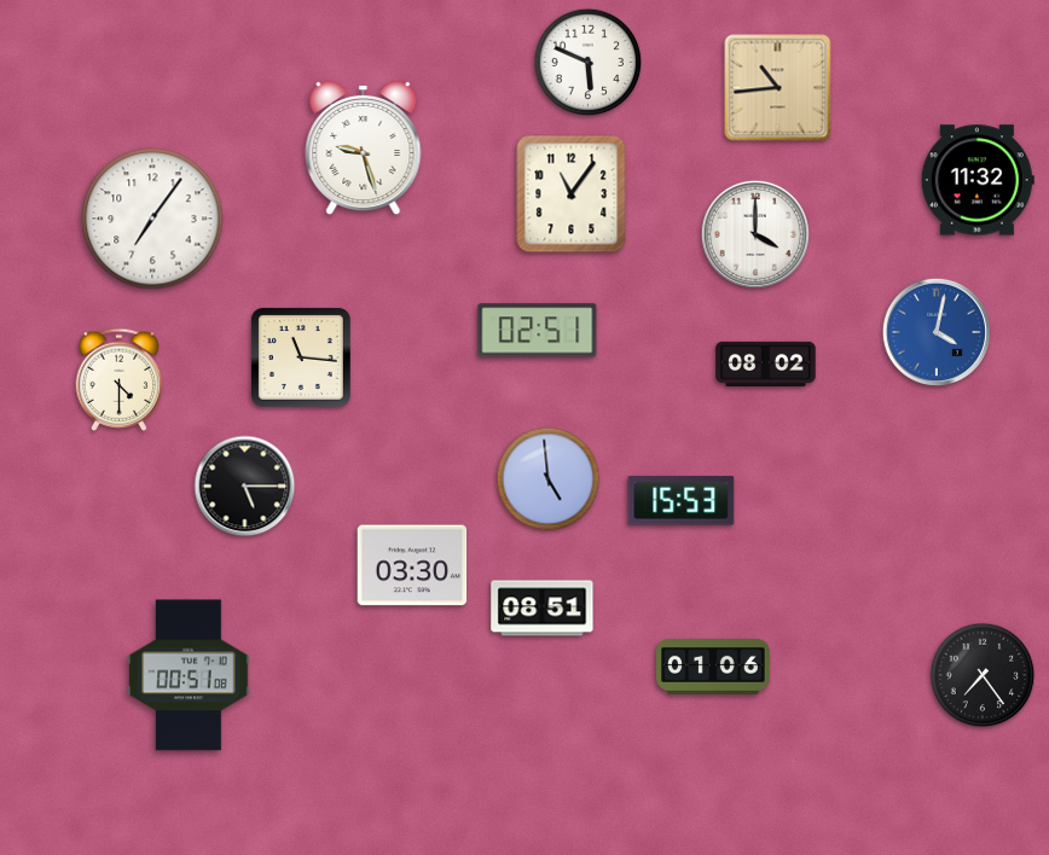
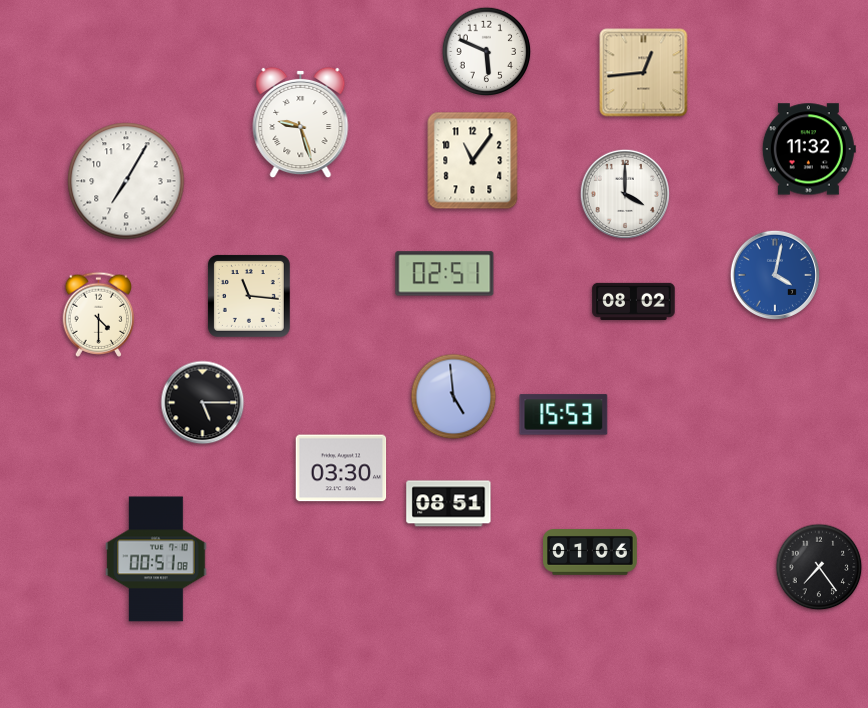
clock at (778, 88): 10:44 -> 12:44
clock at (152, 219): 7:06 -> 7:05
clock at (983, 675) position: (983, 675) -> (819, 567)
